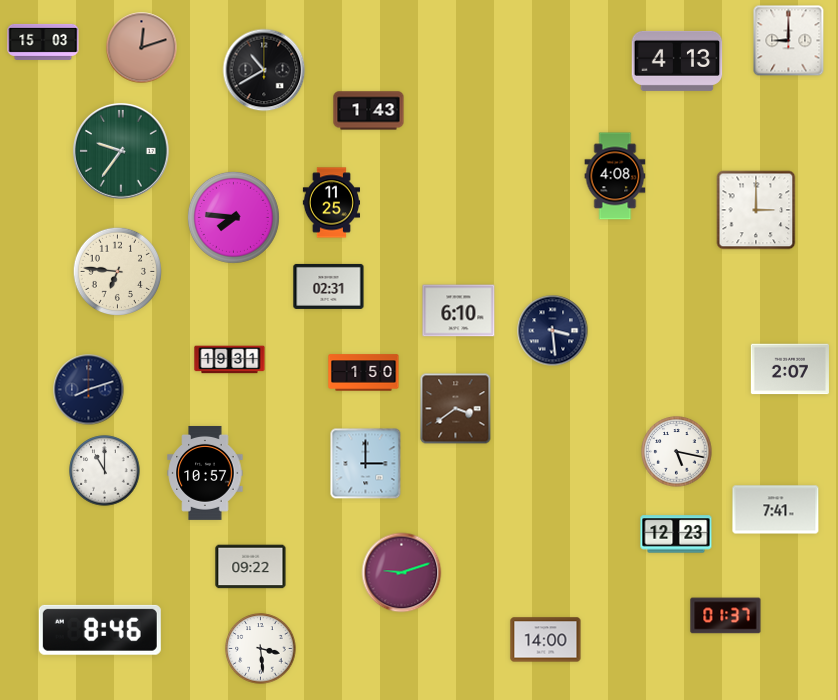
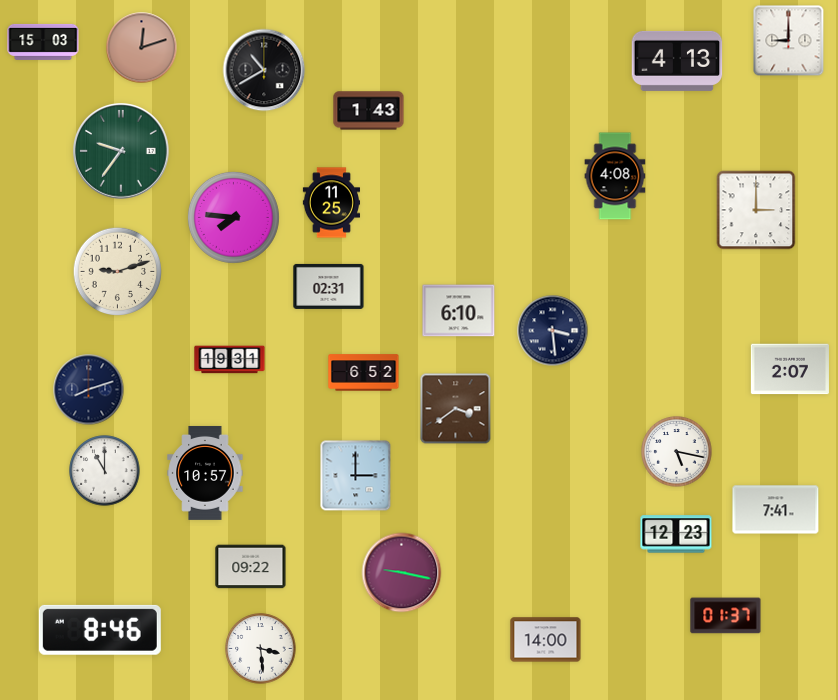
clock at (117, 271): 6:46 -> 9:12
clock at (364, 373): 1:50 -> 6:52
clock at (366, 464) position: (366, 464) -> (356, 476)
clock at (402, 573): 9:12 -> 9:17
